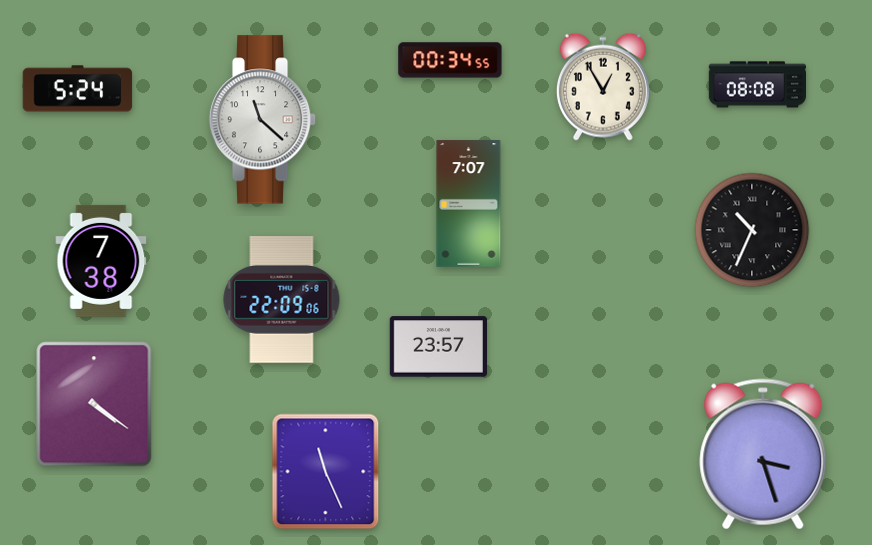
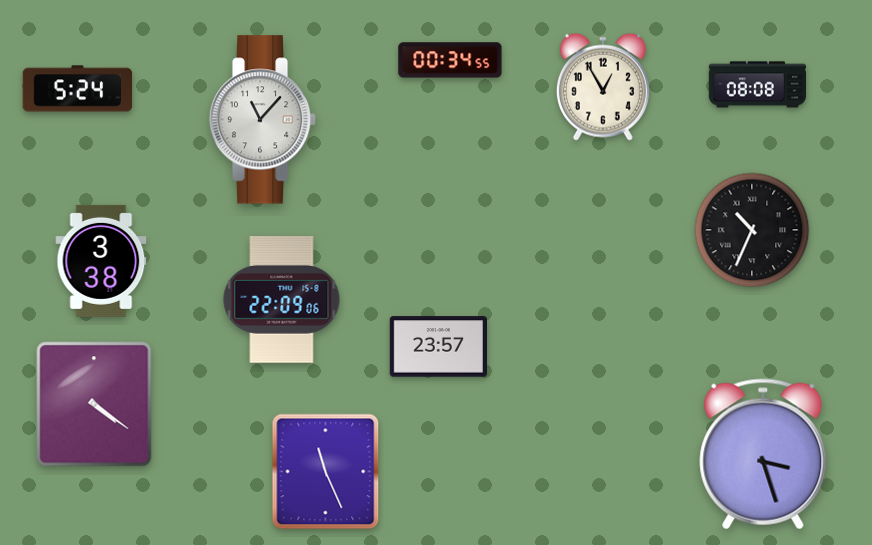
clock at (263, 120): 11:22 -> 11:07
clock at (469, 204): 7:07 -> none
clock at (101, 261): 7:38 -> 3:38
